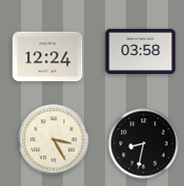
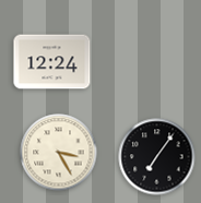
clock at (141, 51): 03:58 -> none
clock at (144, 144): 8:32 -> 7:06
